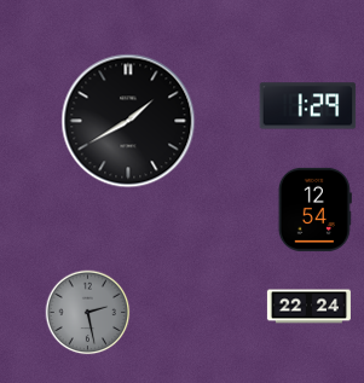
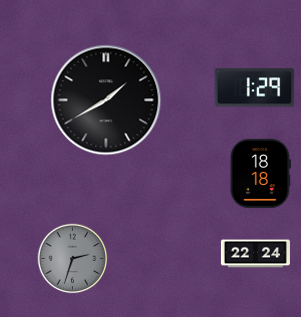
clock at (314, 209): 12:54 -> 18:18
clock at (88, 313): 2:28 -> 2:33
